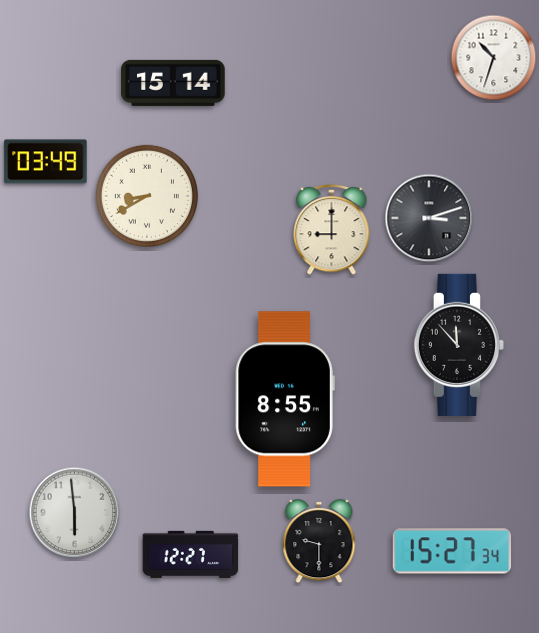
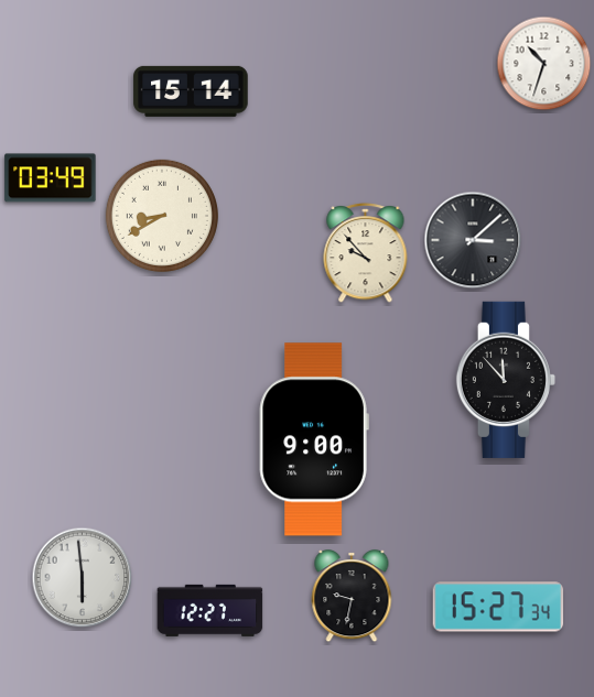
clock at (429, 218): 3:12 -> 3:08
clock at (332, 229): 9:00 -> 9:53
clock at (285, 399): 8:55 -> 9:00
clock at (75, 513) position: (75, 513) -> (83, 578)
clock at (319, 541): 9:30 -> 9:32
